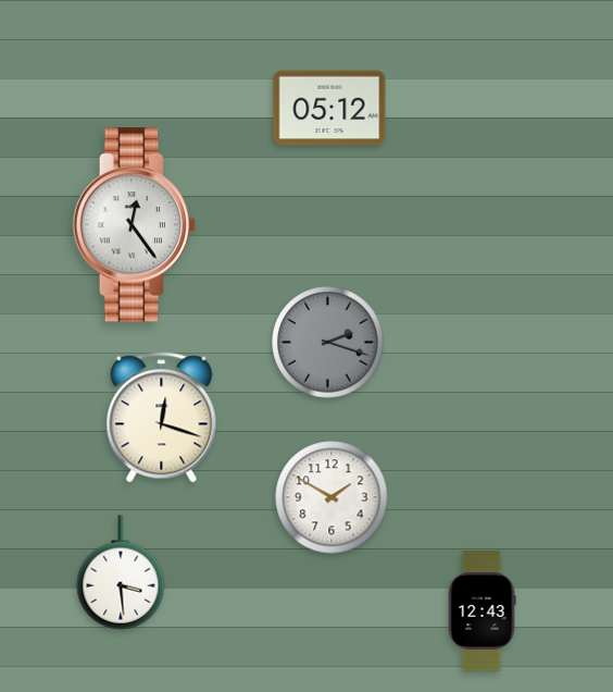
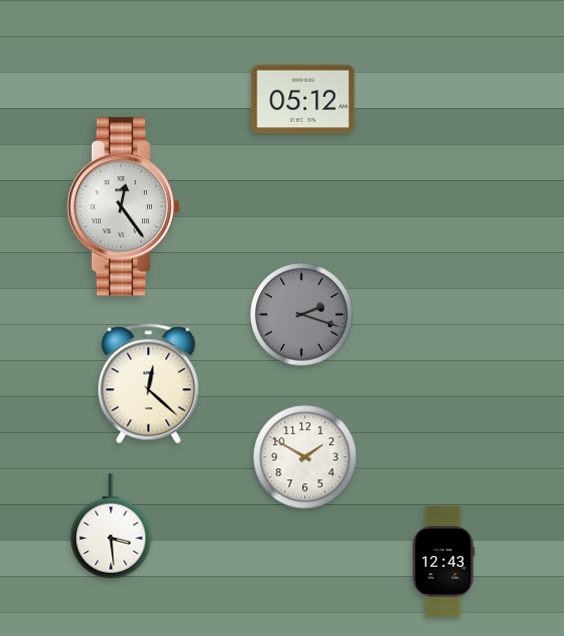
clock at (162, 418): 12:18 -> 12:22
